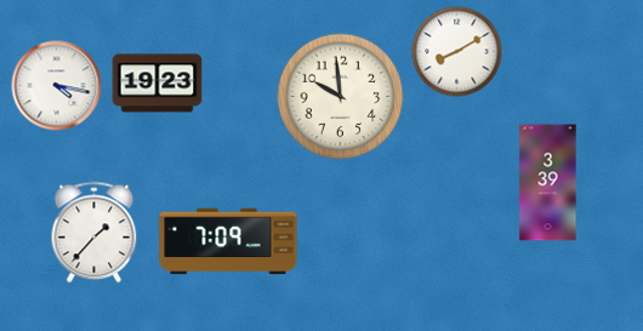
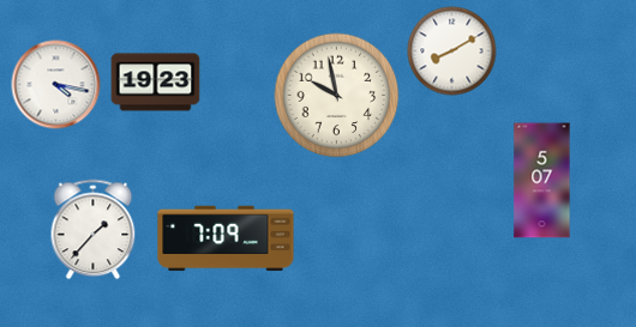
clock at (341, 97): 9:59 -> 9:58
clock at (548, 183): 3:39 -> 5:07
